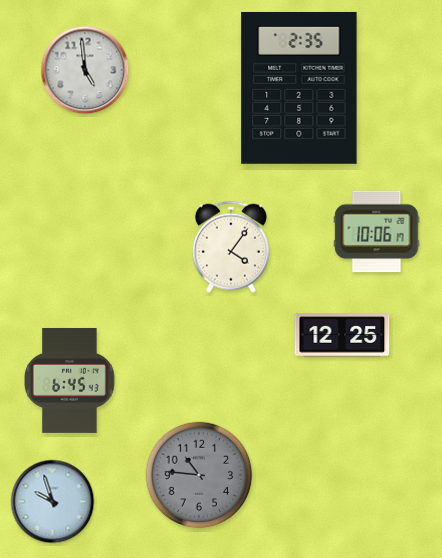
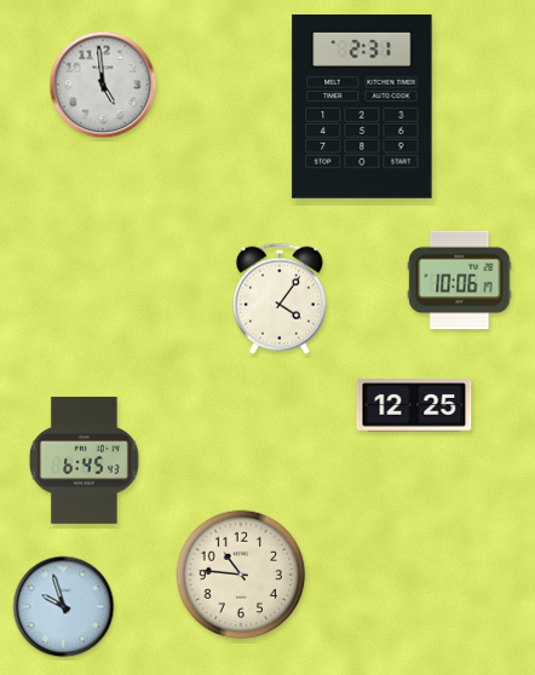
clock at (299, 88): 2:35 -> 2:31
clock at (377, 232) position: (377, 232) -> (460, 281)
clock at (199, 475) dial: grey -> cream
